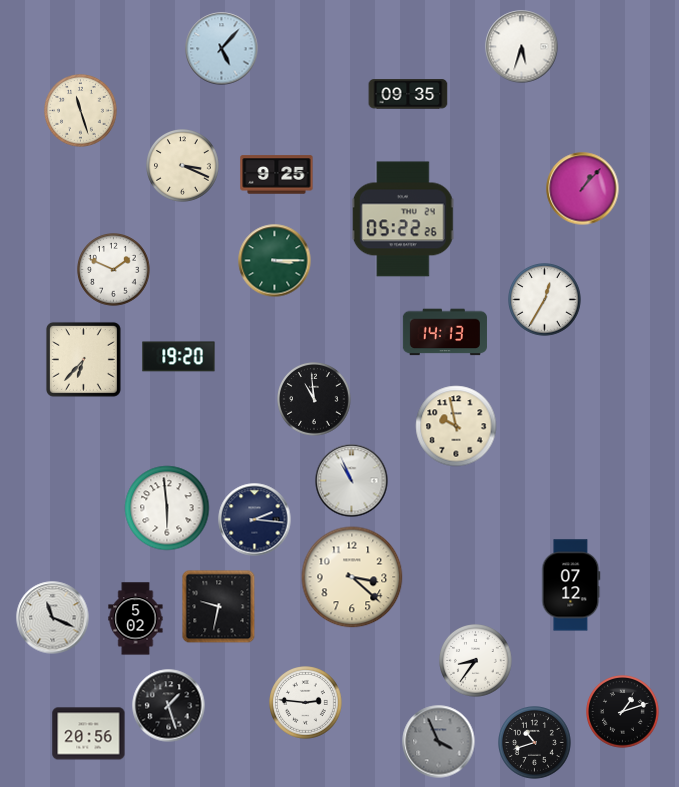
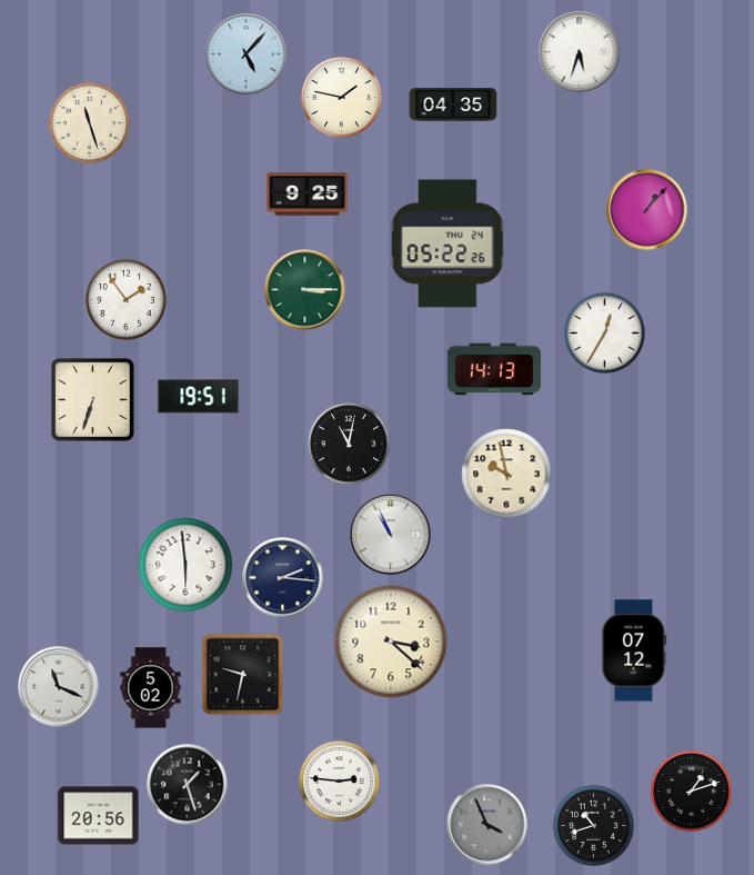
clock at (342, 98): none -> 1:47
clock at (408, 94): 09:35 -> 04:35
clock at (183, 166): 3:19 -> none
clock at (114, 270): 1:49 -> 1:54
clock at (179, 357): 19:20 -> 19:51
clock at (83, 359): 6:37 -> 6:33
clock at (314, 399): 10:59 -> 11:02
clock at (476, 661): 8:36 -> none
